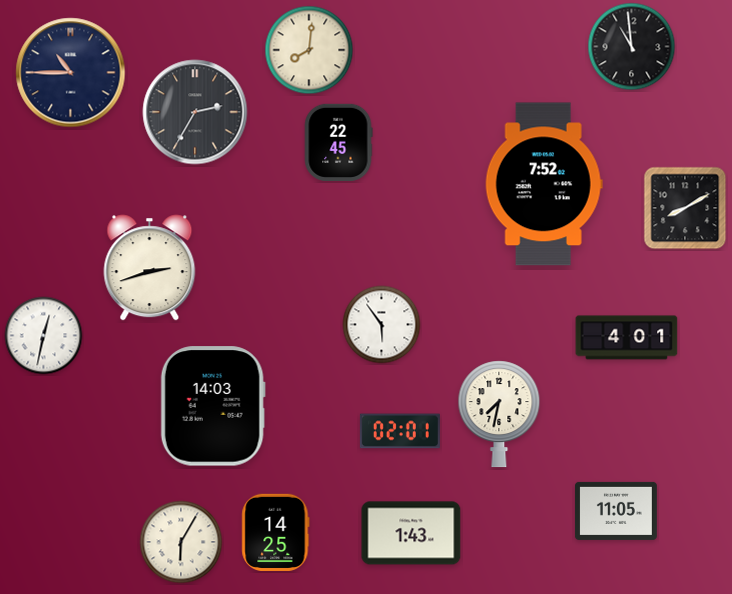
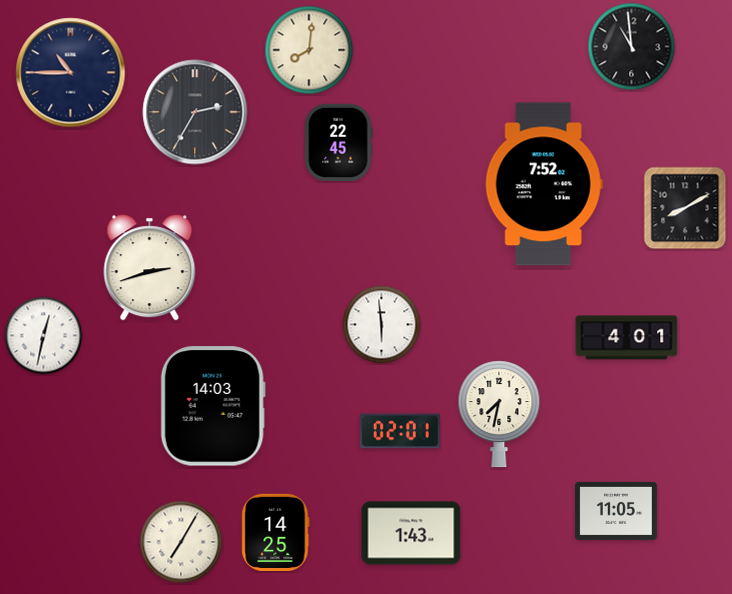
clock at (382, 325): 5:54 -> 5:59
clock at (181, 542): 6:05 -> 7:05
